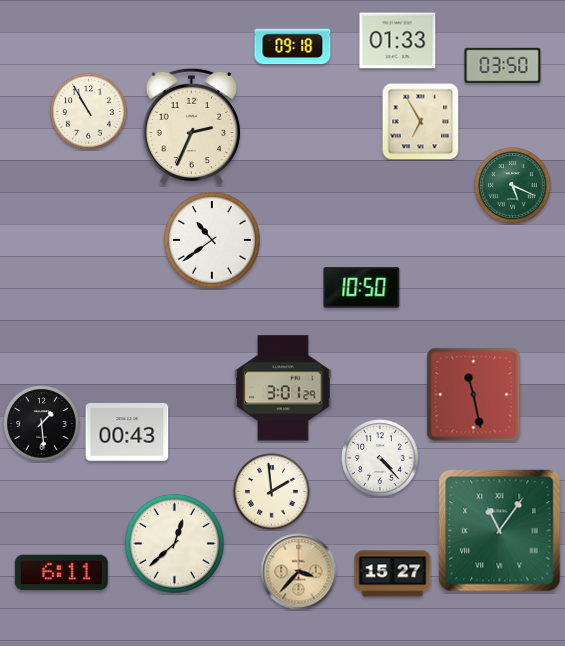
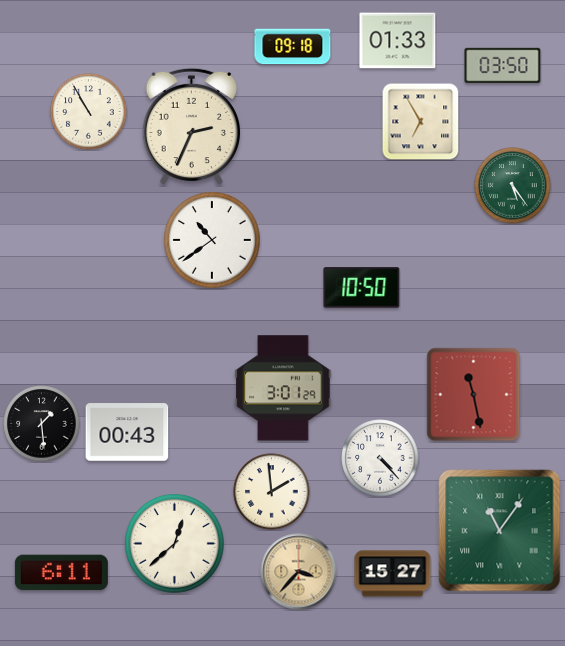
clock at (513, 186): 5:19 -> 5:24
